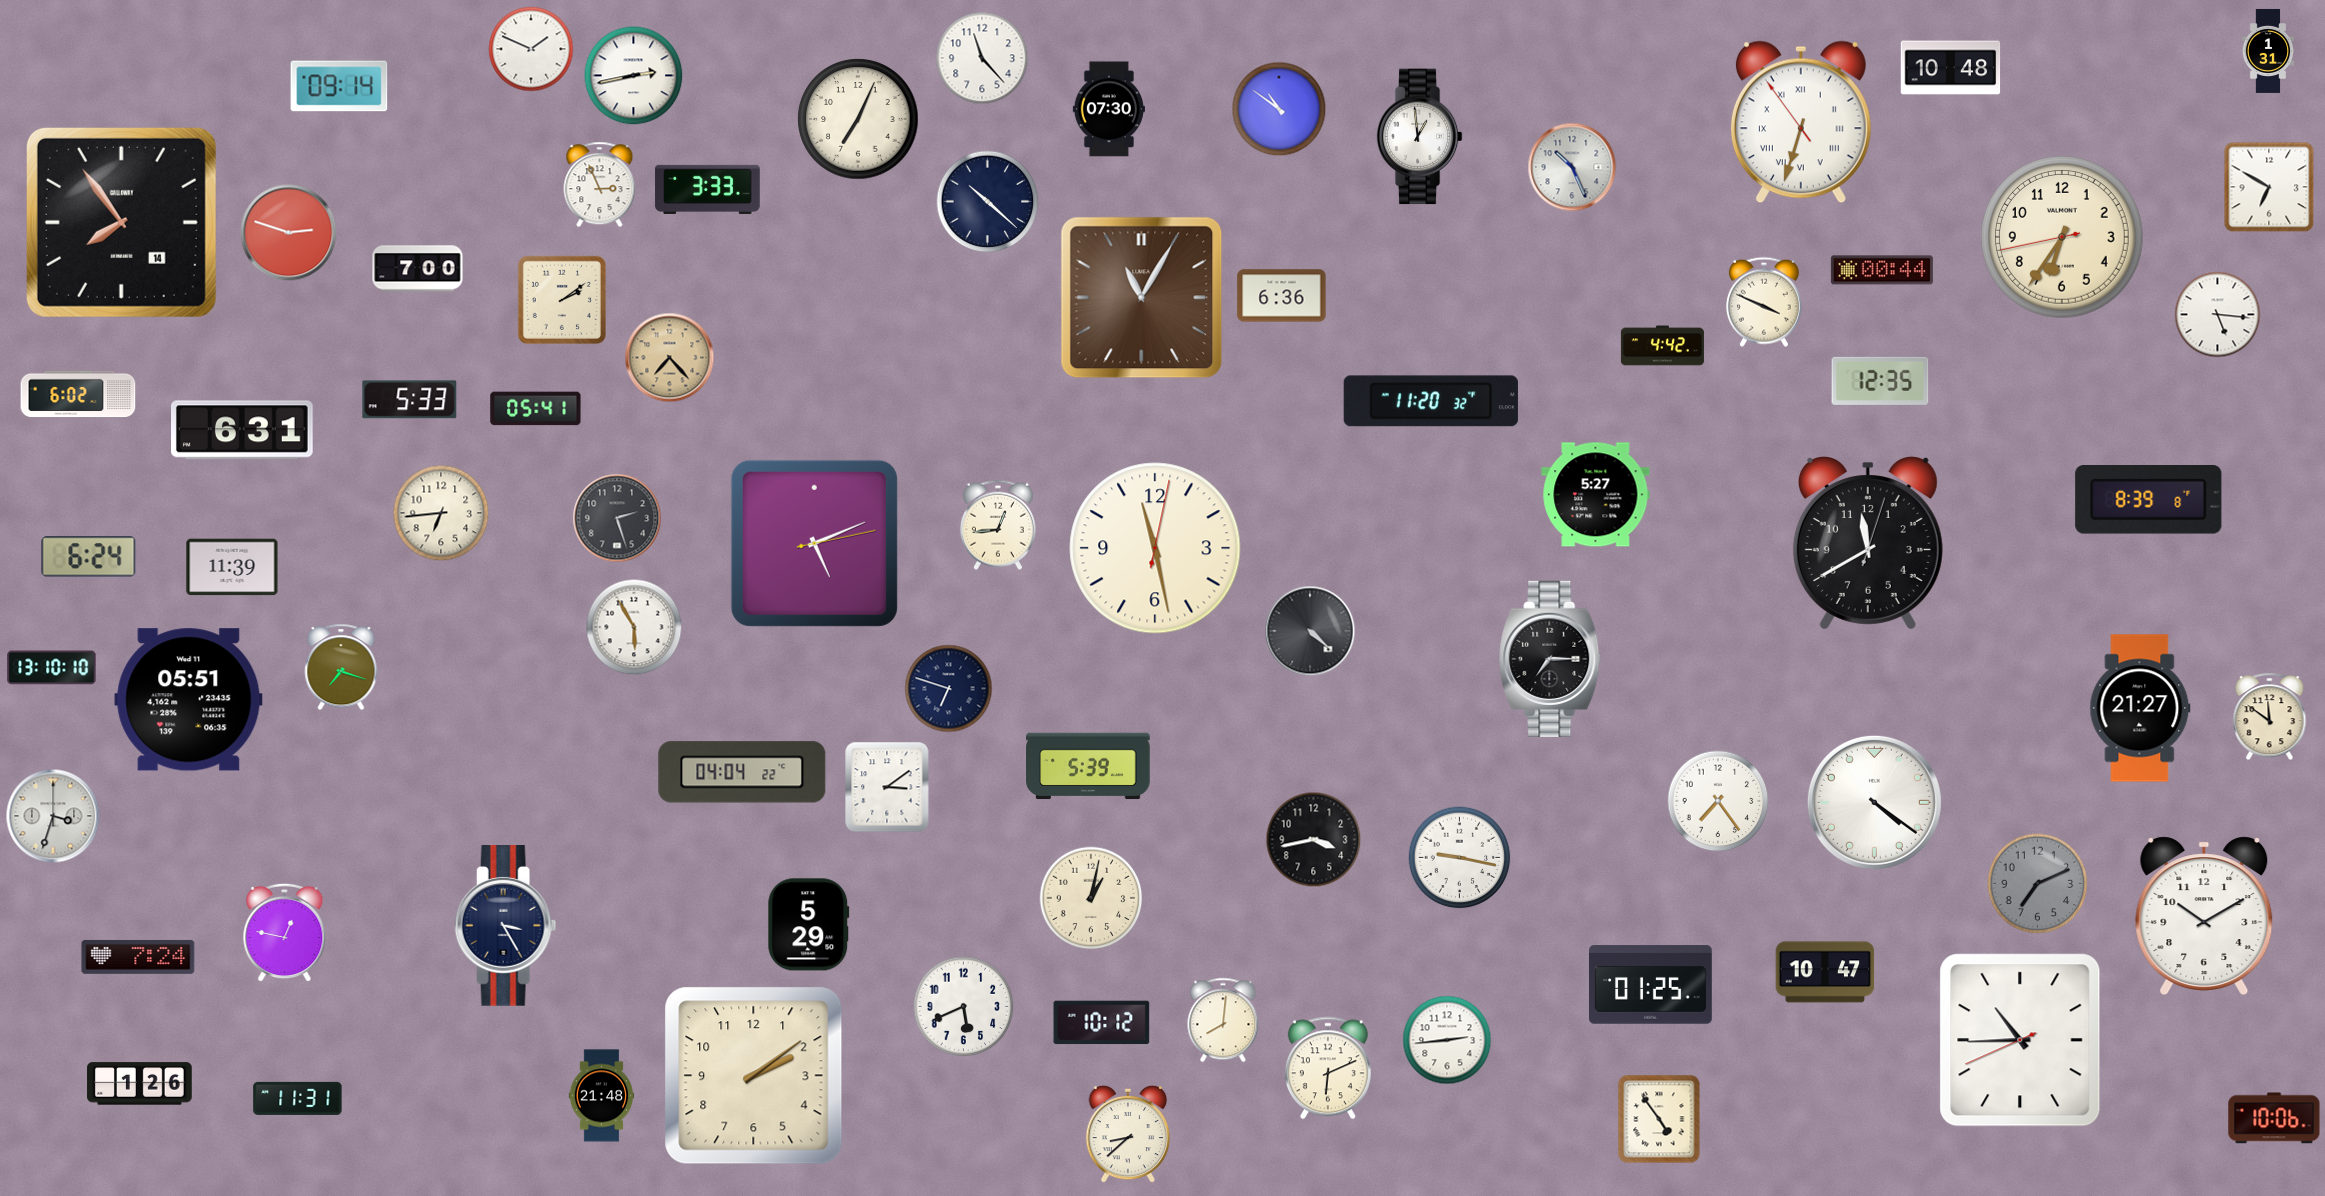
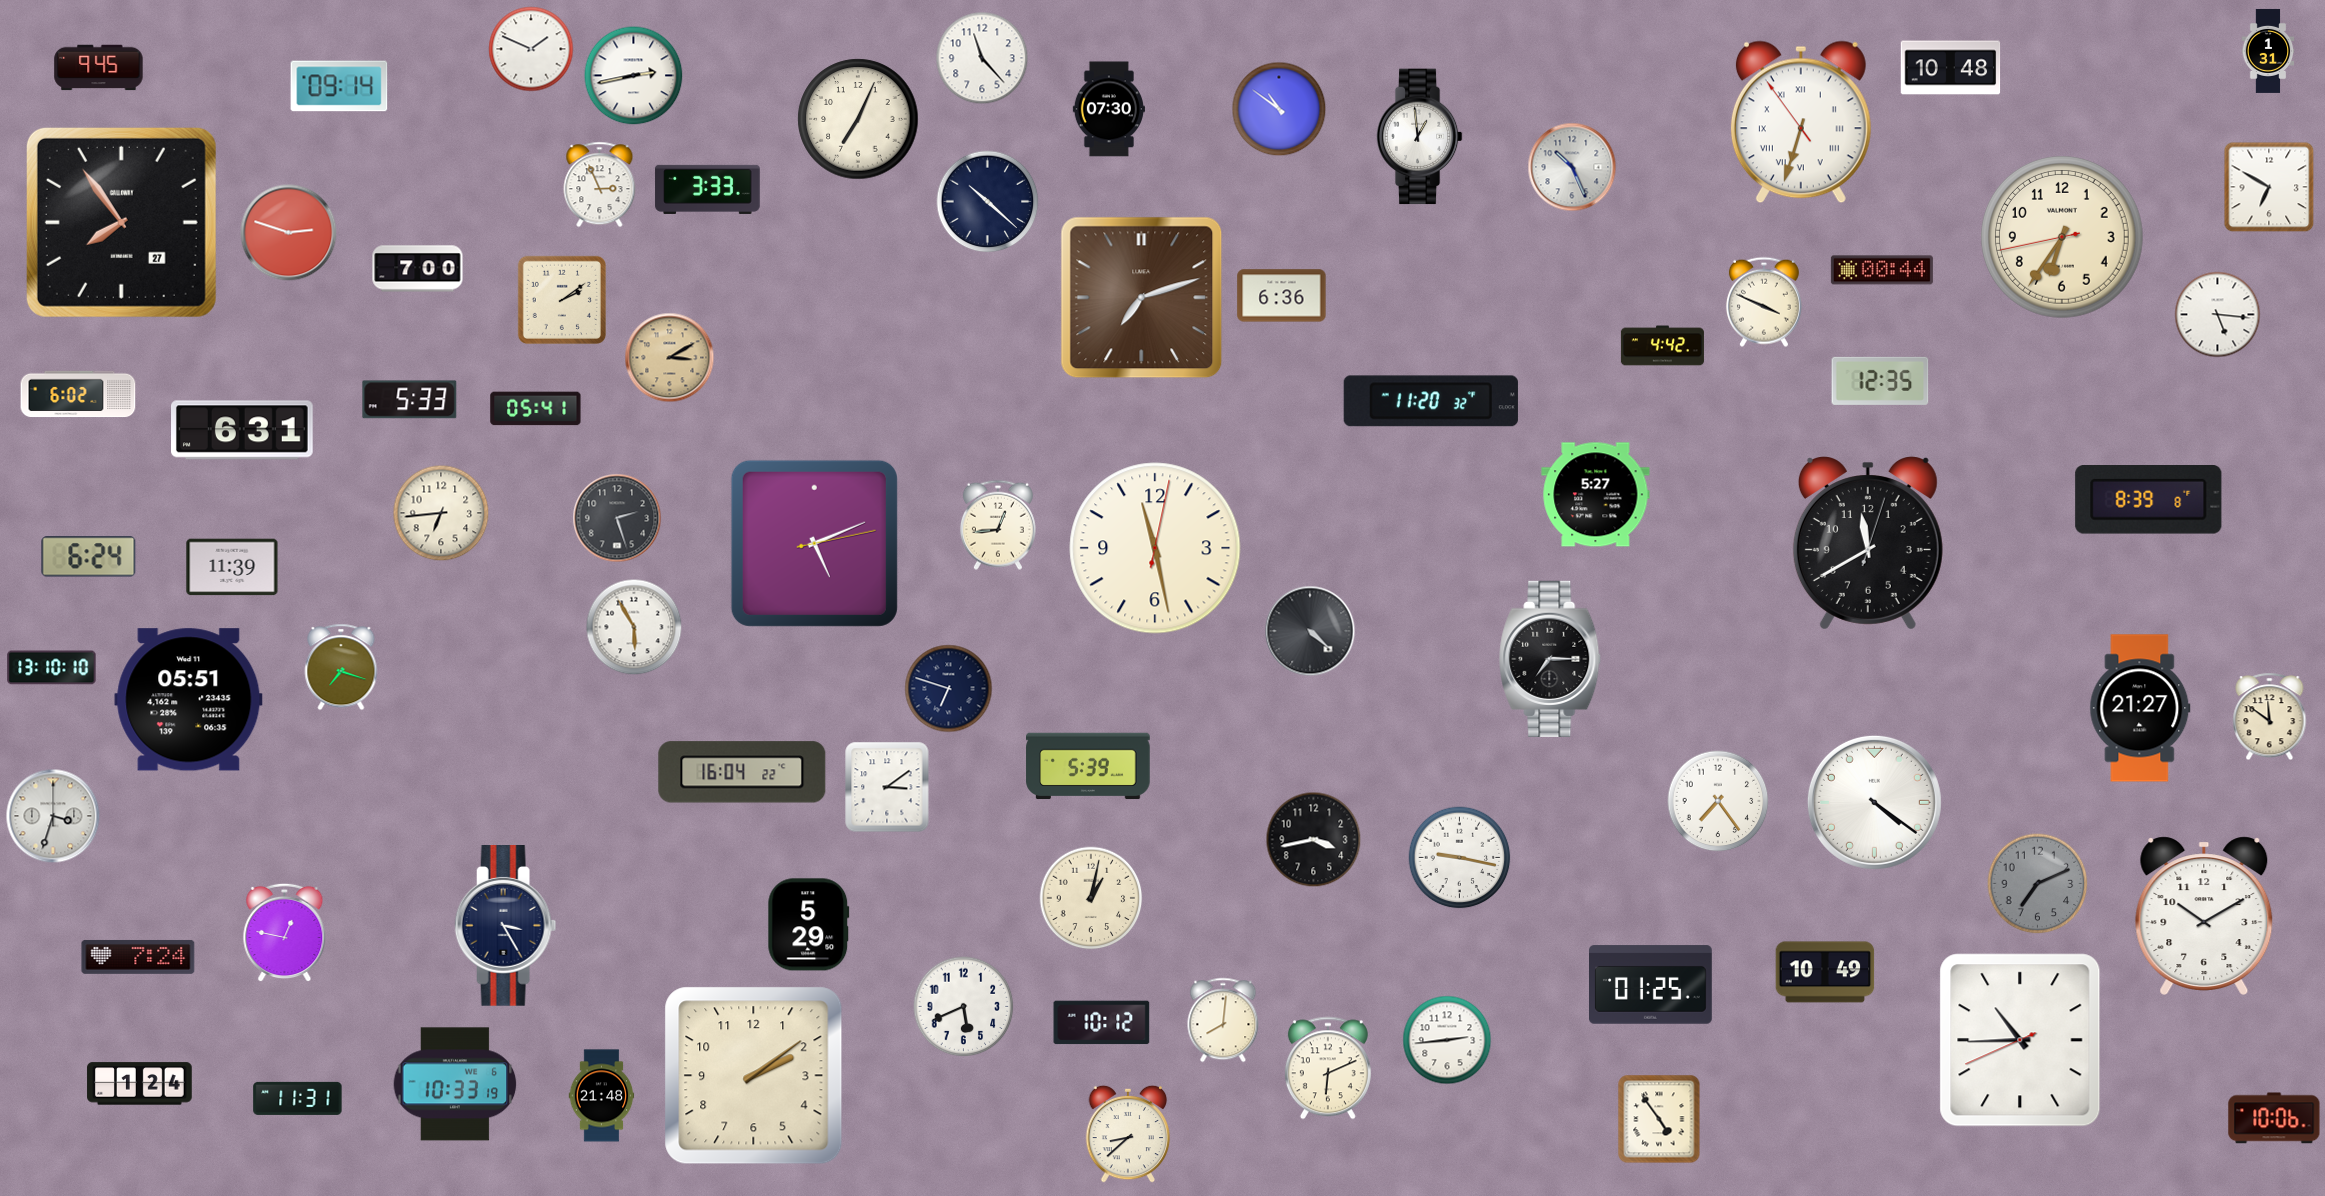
clock at (99, 68): none -> 9:45
clock at (121, 222) date: 14 -> 27
clock at (1142, 298): 11:05 -> 7:12
clock at (670, 358): 7:23 -> 3:10
clock at (742, 772): 04:04 -> 16:04
clock at (1825, 972): 10:47 -> 10:49
clock at (140, 1084): 1:26 -> 1:24
clock at (455, 1084): none -> 10:33
